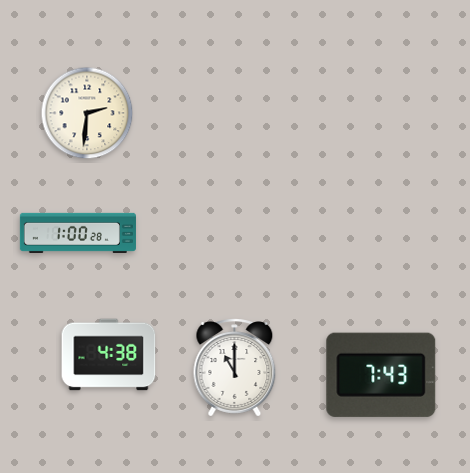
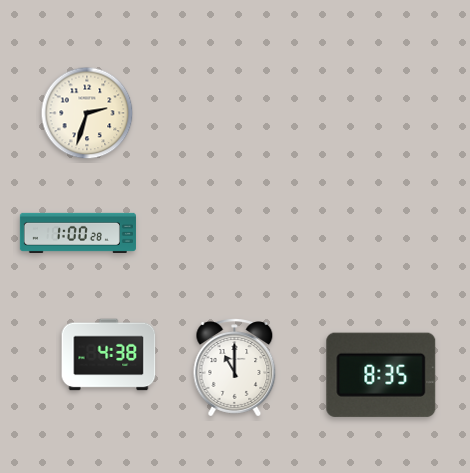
clock at (87, 113): 2:31 -> 2:33
clock at (381, 375): 7:43 -> 8:35
